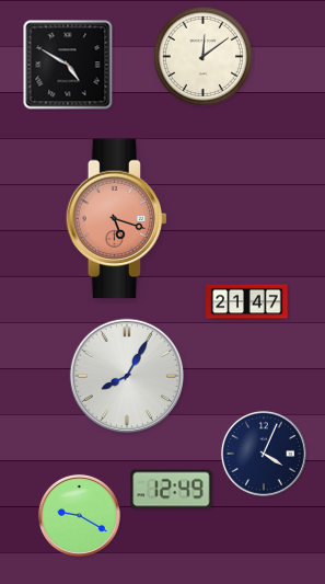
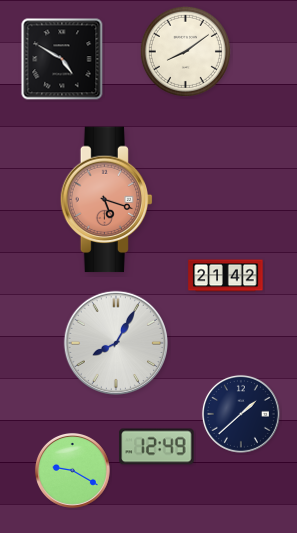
clock at (202, 56): 12:09 -> 8:09
clock at (247, 302): 21:47 -> 21:42
clock at (264, 454): 4:04 -> 1:38
